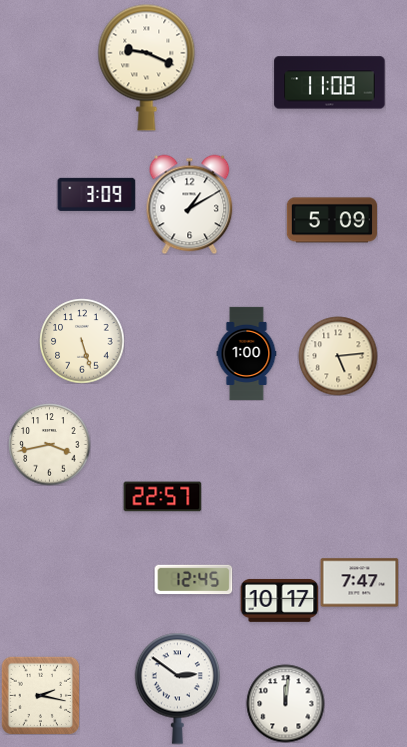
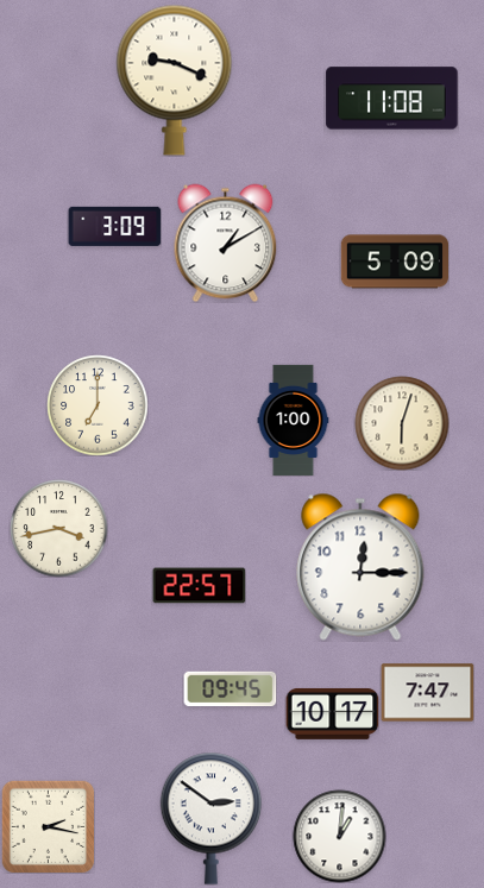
clock at (96, 194) position: (96, 194) -> (114, 226)
clock at (82, 341): 5:27 -> 7:00
clock at (338, 356): 5:14 -> 6:03
clock at (360, 567): none -> 12:15
clock at (162, 497) position: (162, 497) -> (199, 586)
clock at (193, 580): 12:45 -> 09:45
clock at (285, 703): 12:01 -> 1:01
